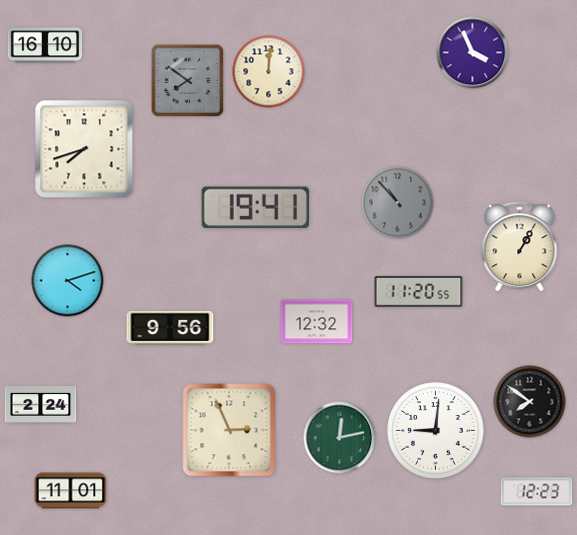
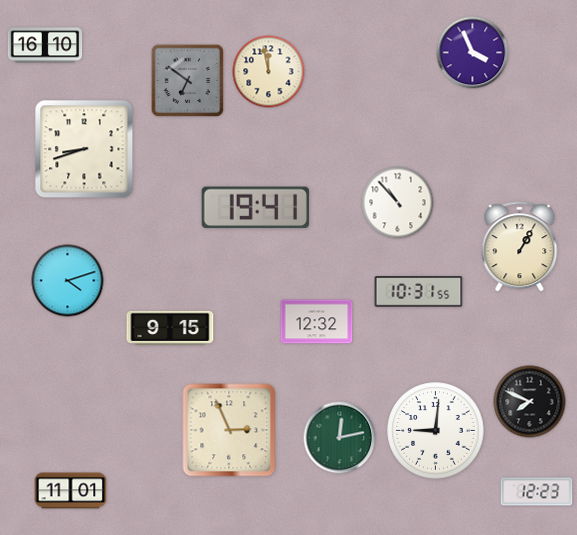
clock at (269, 72): 12:01 -> 11:58
clock at (188, 81): 7:51 -> 6:51
clock at (84, 149): 7:42 -> 8:42
clock at (398, 203) dial: grey -> white
clock at (419, 292): 11:20 -> 10:31
clock at (170, 328): 9:56 -> 9:15
clock at (530, 402): 7:51 -> 7:49
clock at (41, 405): 2:24 -> none
